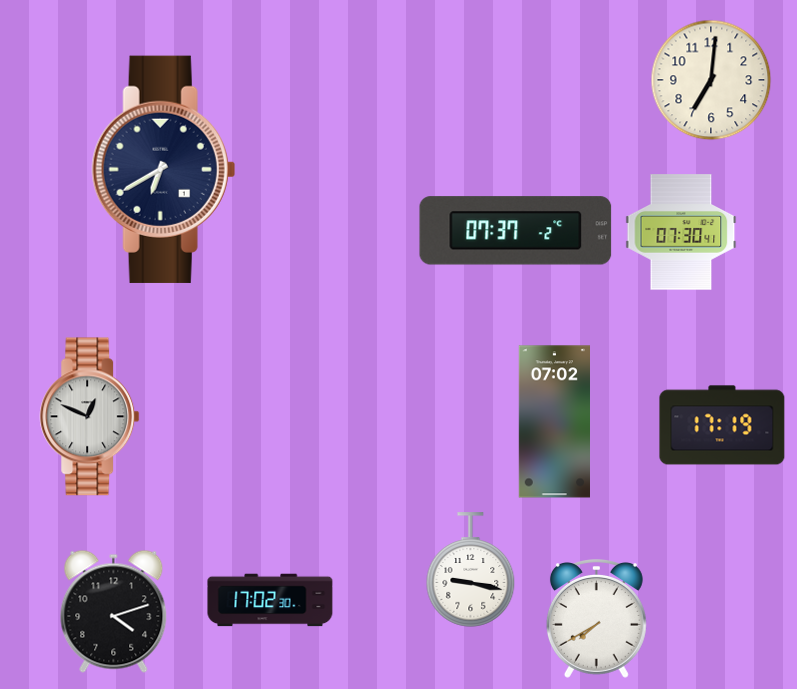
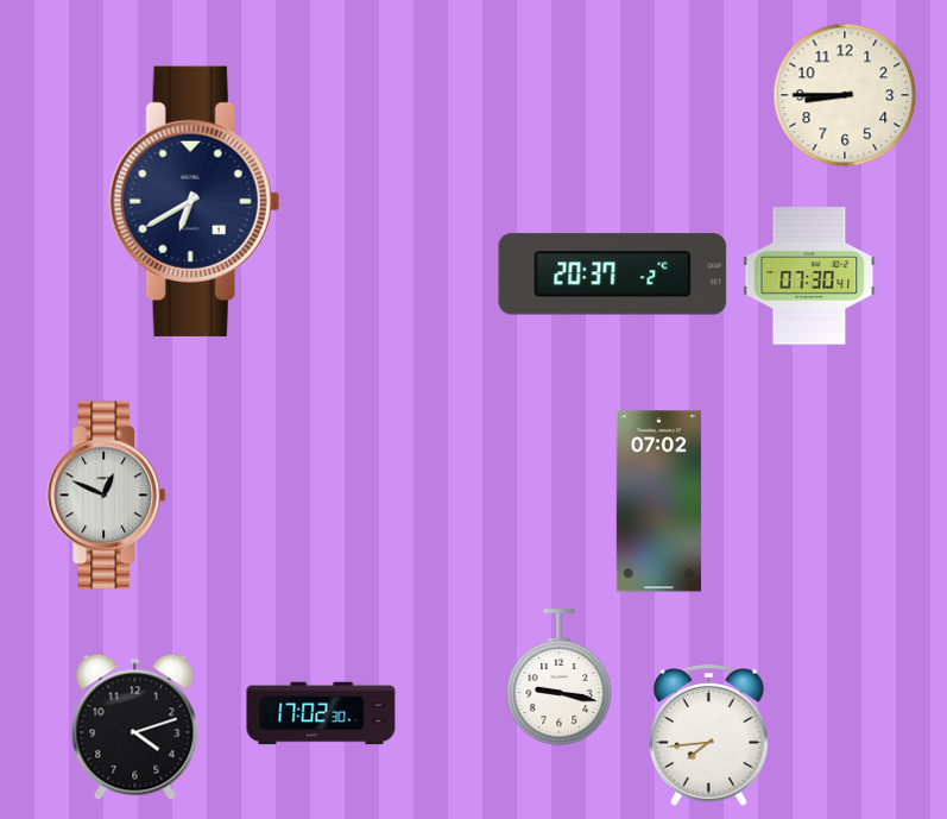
clock at (711, 80): 7:01 -> 8:45
clock at (516, 231): 07:37 -> 20:37
clock at (722, 425): 17:19 -> none
clock at (596, 619): 7:40 -> 7:44
